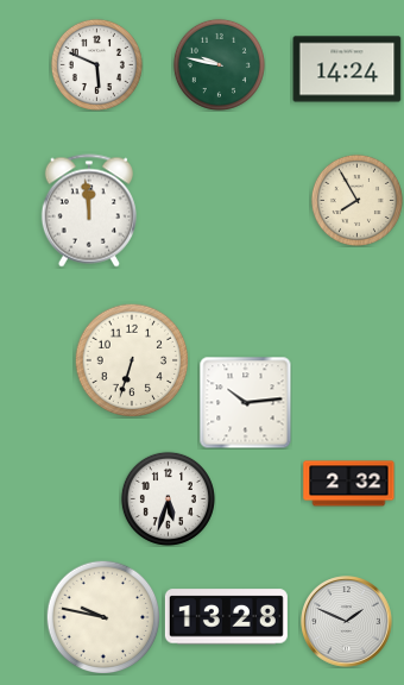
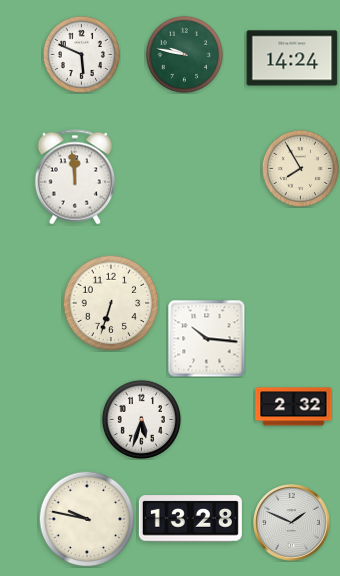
clock at (245, 402): 10:14 -> 10:16
